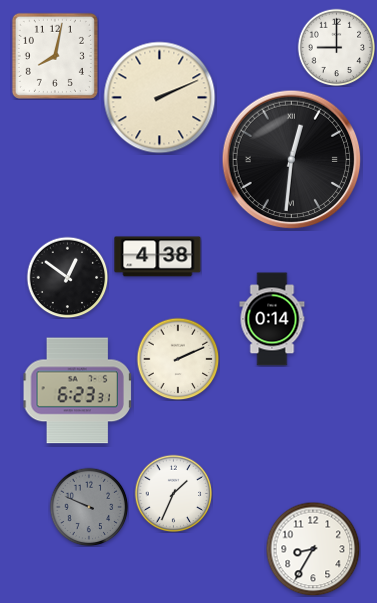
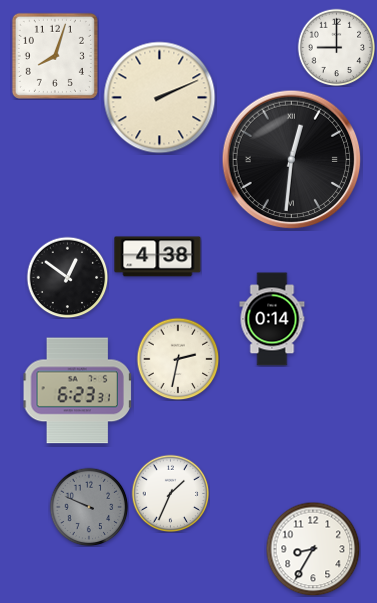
clock at (55, 56): 8:02 -> 8:03
clock at (178, 359): 2:11 -> 2:32
clock at (173, 493) position: (173, 493) -> (170, 493)
